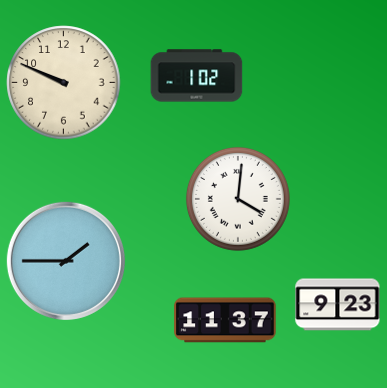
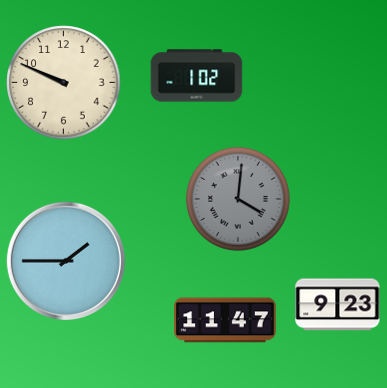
clock at (238, 199) dial: white -> grey
clock at (225, 320): 11:37 -> 11:47
